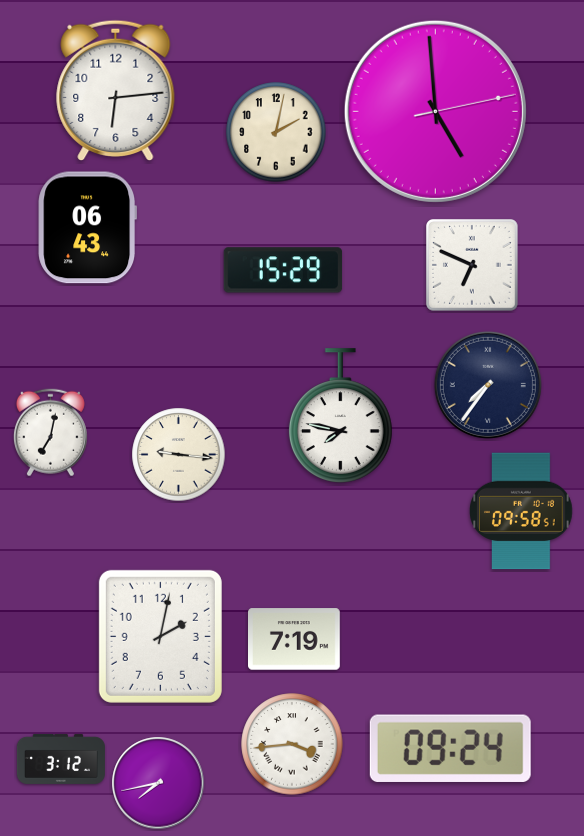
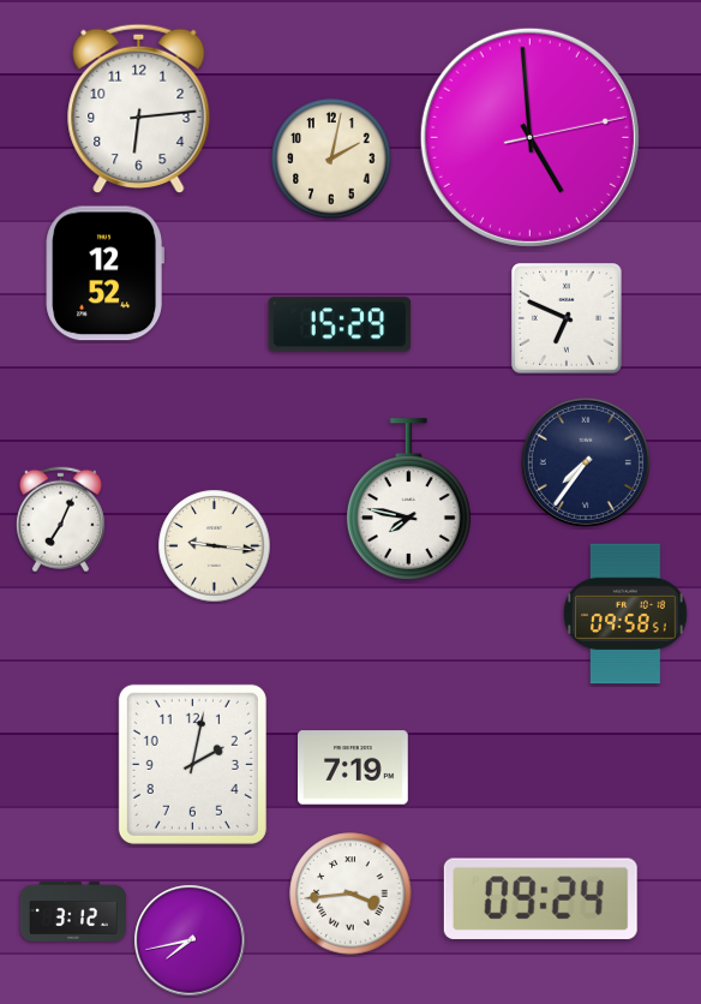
clock at (435, 111) position: (435, 111) -> (529, 137)
clock at (87, 228): 06:43 -> 12:52
clock at (50, 433): 7:02 -> 7:04
